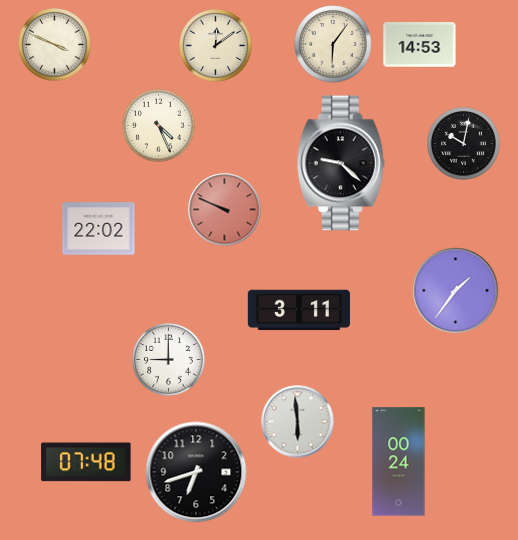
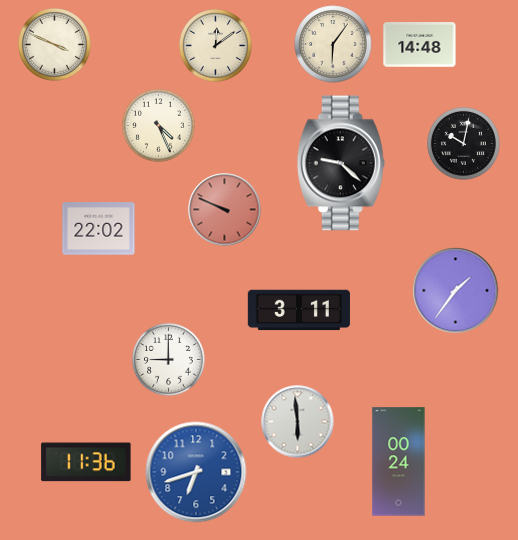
clock at (420, 45): 14:53 -> 14:48
clock at (86, 462): 07:48 -> 11:36
clock at (196, 472) dial: black -> blue
